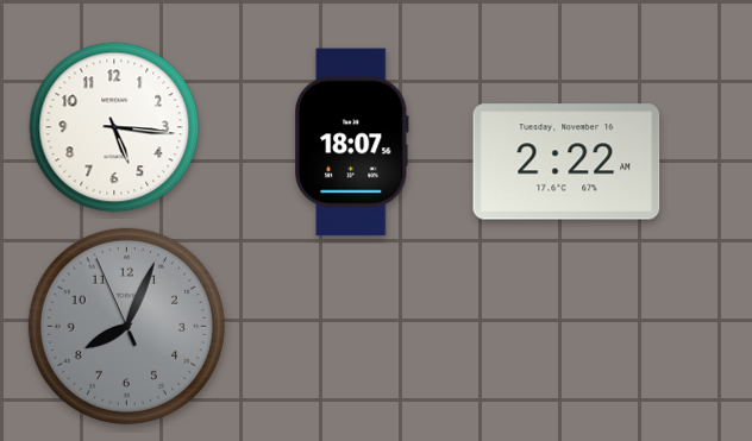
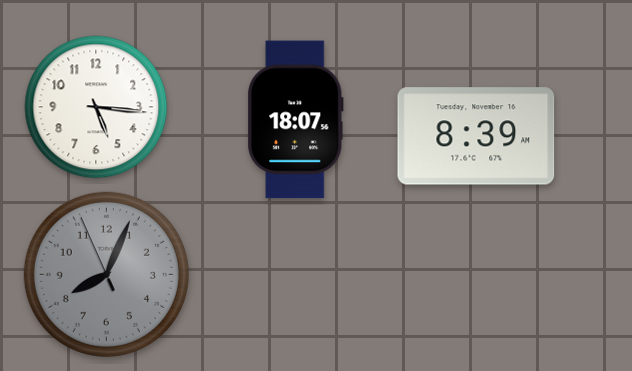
clock at (566, 162): 2:22 -> 8:39
